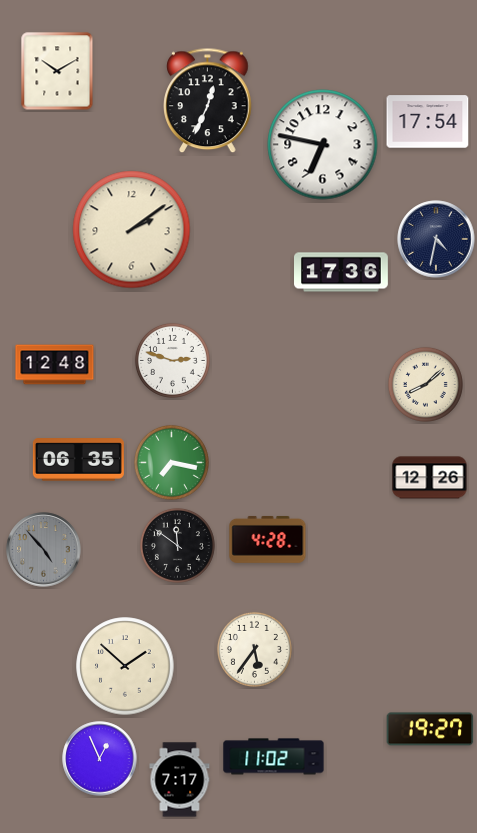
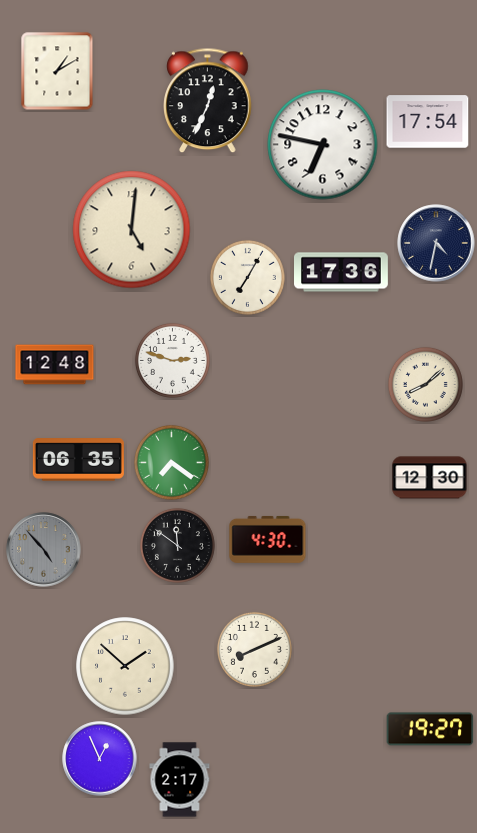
clock at (57, 71): 10:10 -> 1:10
clock at (132, 230): 2:09 -> 5:01
clock at (436, 239) position: (436, 239) -> (436, 243)
clock at (247, 277): none -> 7:05
clock at (171, 462): 7:17 -> 7:21
clock at (430, 478): 12:26 -> 12:30
clock at (268, 539): 4:28 -> 4:30
clock at (254, 649): 5:36 -> 8:11
clock at (274, 757): 11:02 -> none
clock at (180, 780): 7:17 -> 2:17
